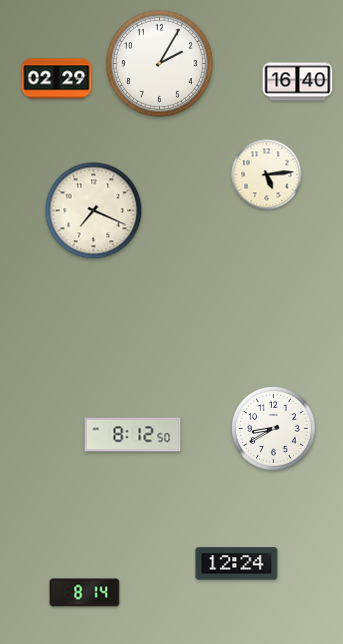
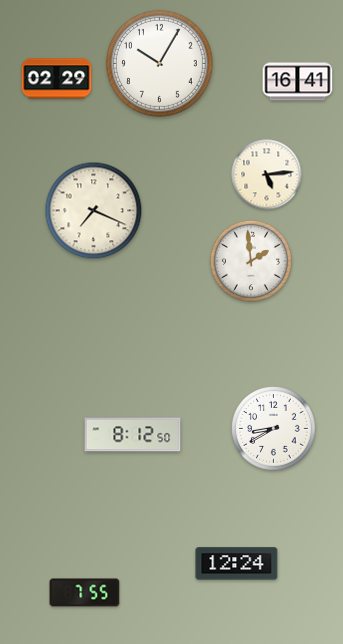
clock at (159, 63): 2:05 -> 10:05
clock at (298, 82): 16:40 -> 16:41
clock at (251, 261): none -> 1:59
clock at (85, 593): 8:14 -> 7:55
